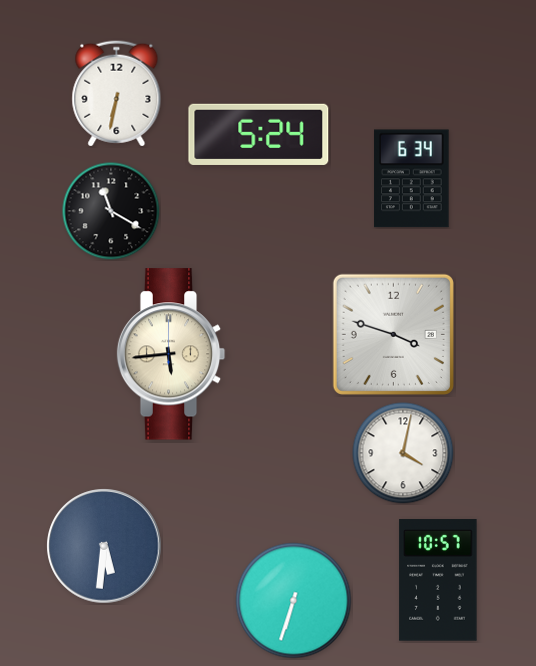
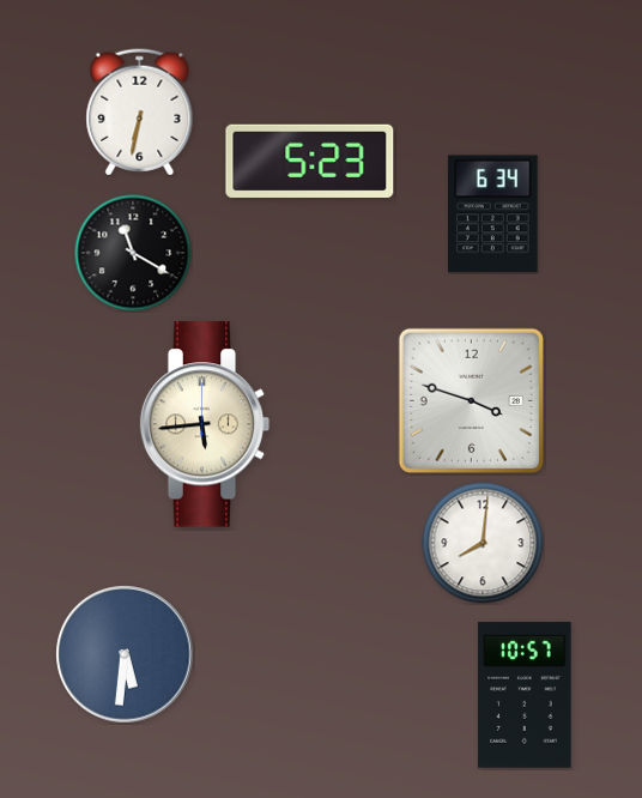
clock at (259, 134): 5:24 -> 5:23
clock at (403, 453): 4:02 -> 8:01
clock at (294, 601): 6:33 -> none
